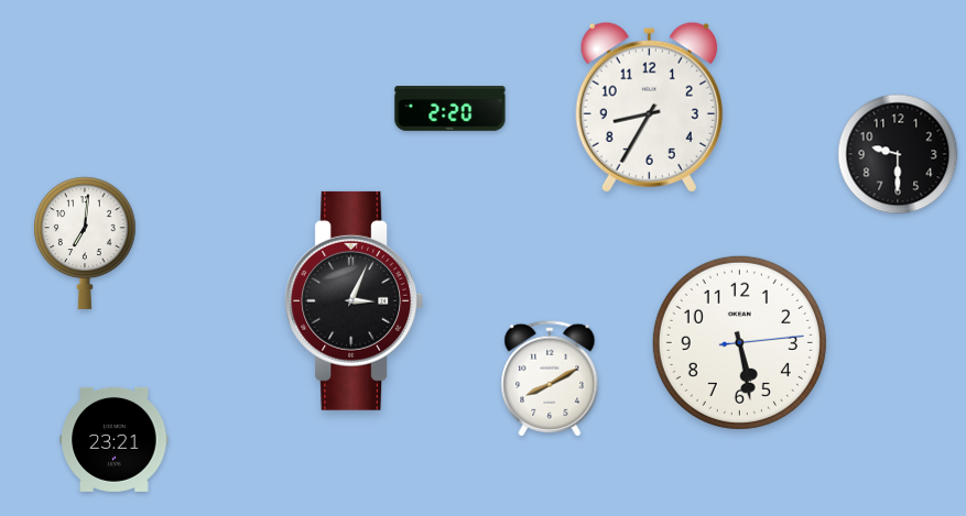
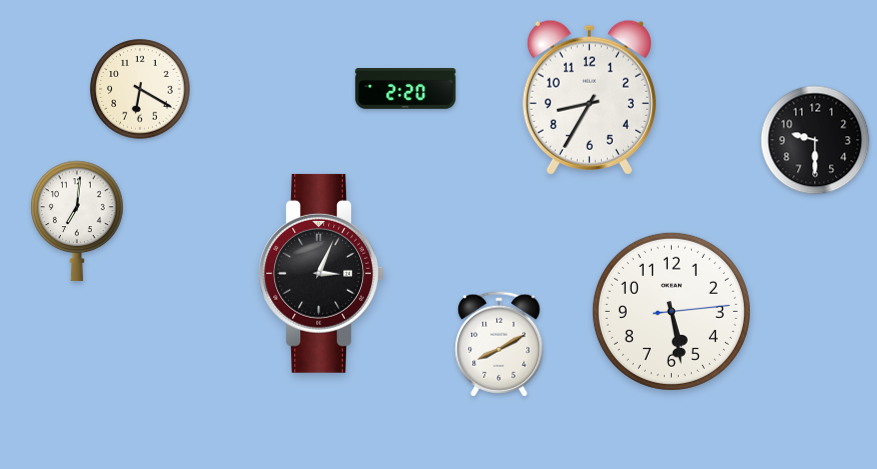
clock at (140, 89): none -> 6:20
clock at (451, 109) position: (451, 109) -> (406, 89)
clock at (115, 439): 23:21 -> none
